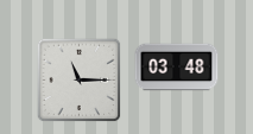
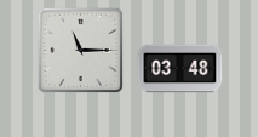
clock at (80, 81) position: (80, 81) -> (81, 51)
